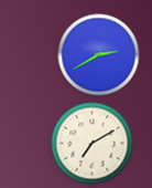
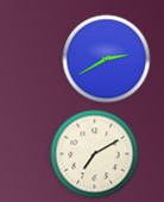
clock at (93, 144) position: (93, 144) -> (95, 154)
